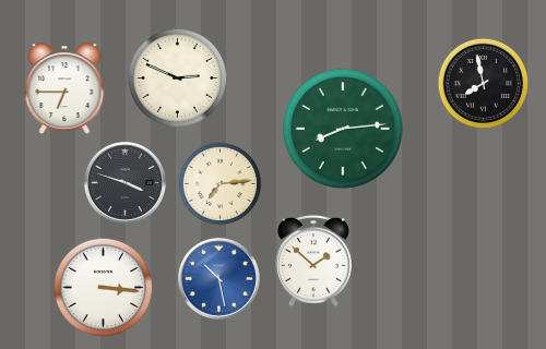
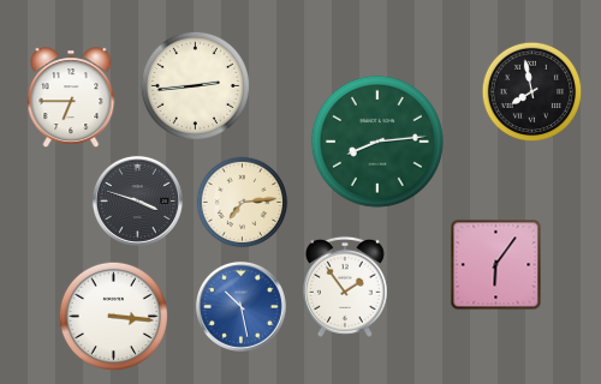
clock at (177, 77): 2:49 -> 2:44
clock at (496, 265): none -> 6:06
clock at (313, 261): 1:52 -> 1:54
